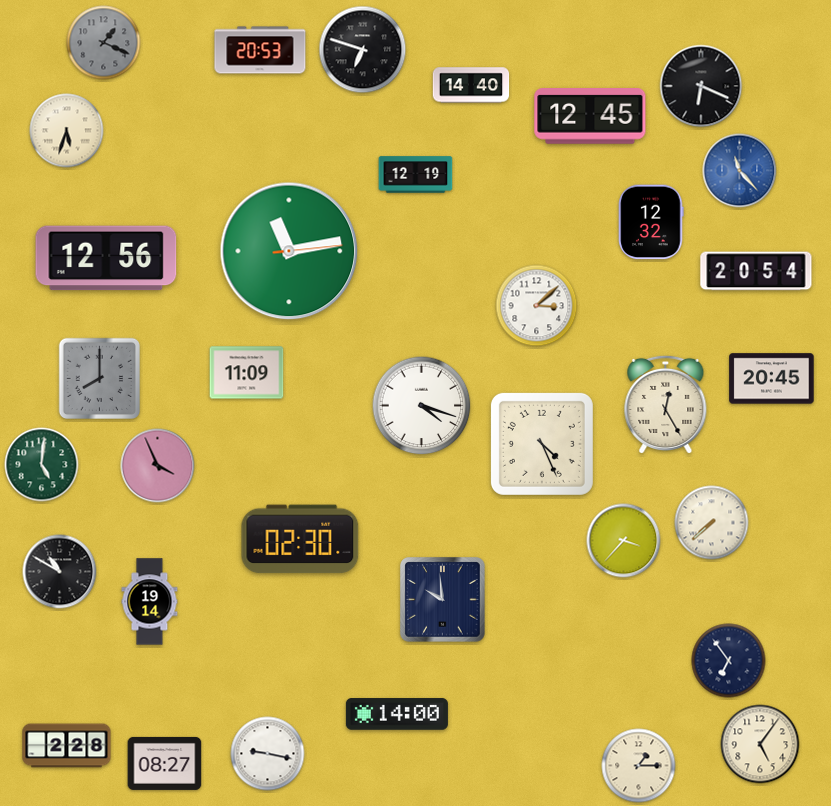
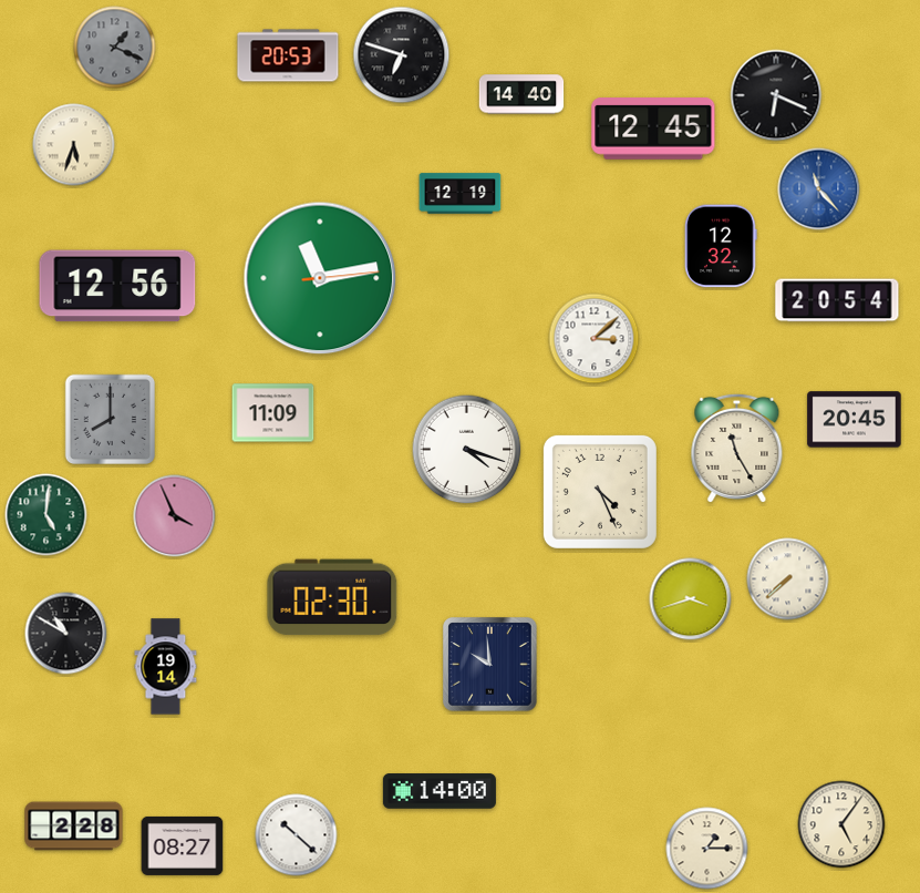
clock at (666, 404): 12:25 -> 11:25
clock at (624, 541): 3:37 -> 3:42
clock at (729, 661): 6:54 -> none
clock at (268, 754): 9:17 -> 10:22
